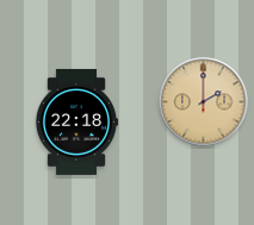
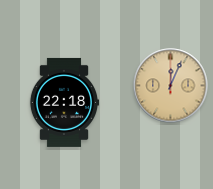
clock at (204, 102): 2:00 -> 12:04
